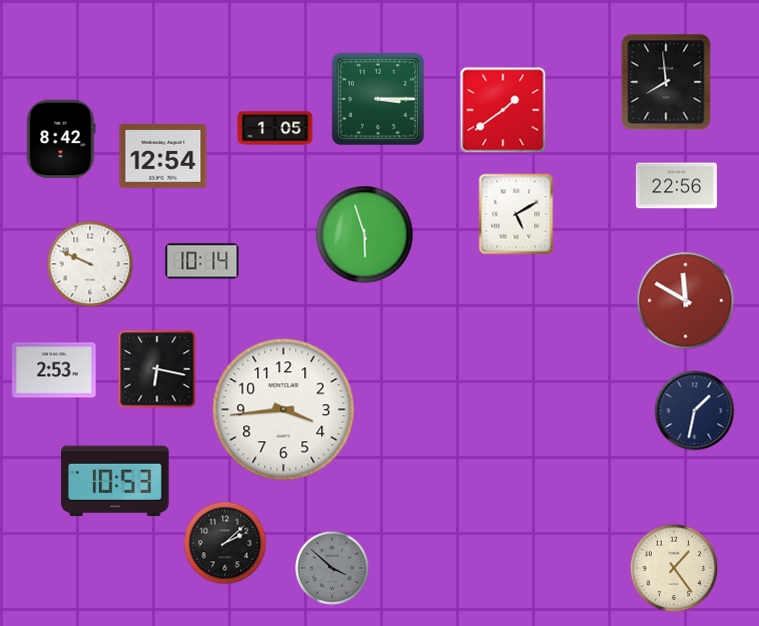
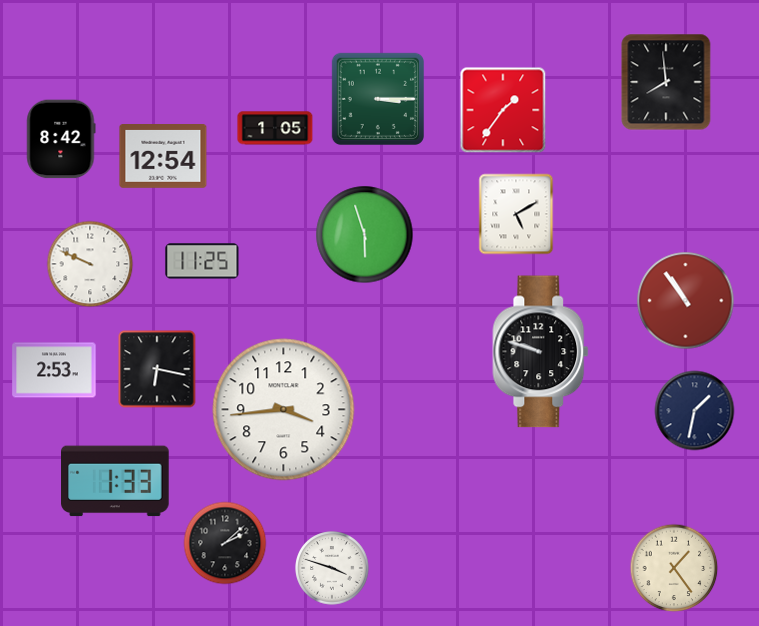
clock at (503, 110): 1:39 -> 1:36
clock at (676, 186): 22:56 -> none
clock at (202, 261): 10:14 -> 11:25
clock at (686, 301): 11:50 -> 10:54
clock at (541, 352): none -> 9:48
clock at (116, 481): 10:53 -> 1:33
clock at (332, 568): 3:52 -> 3:48
clock at (332, 568) dial: grey -> white
